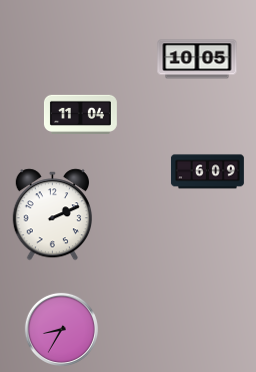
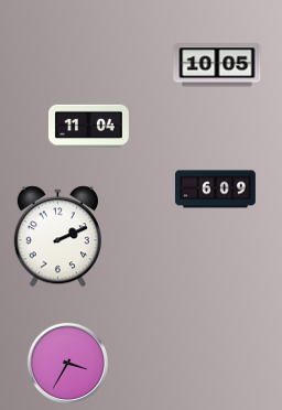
clock at (207, 172) position: (207, 172) -> (215, 190)
clock at (61, 329): 8:35 -> 3:35
